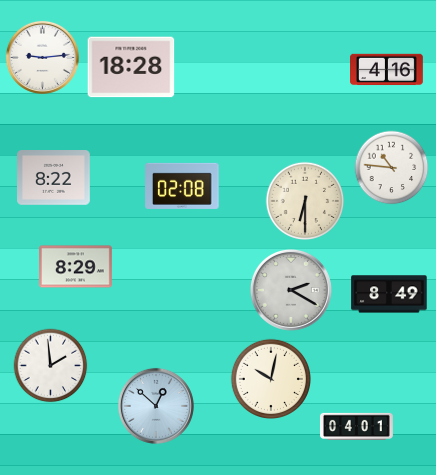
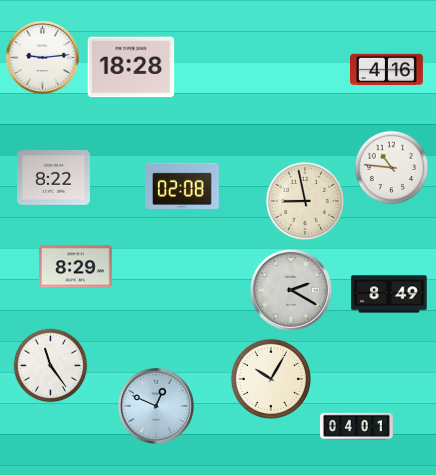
clock at (305, 201): 6:30 -> 8:58
clock at (51, 366): 1:59 -> 11:24
clock at (270, 378): 10:02 -> 10:05
clock at (156, 406): 12:52 -> 12:49
